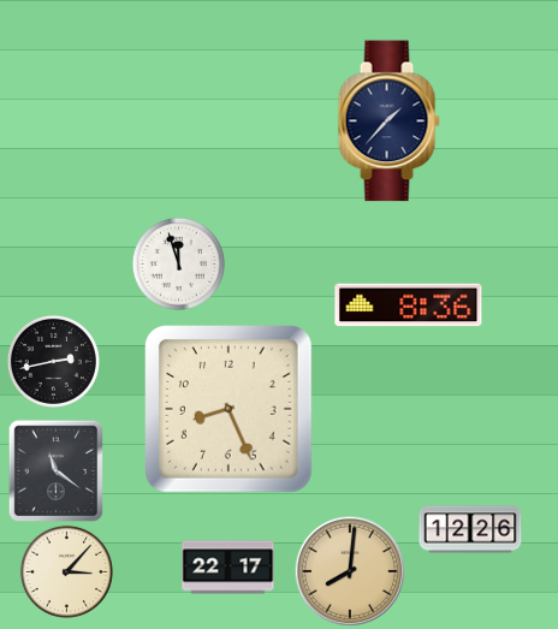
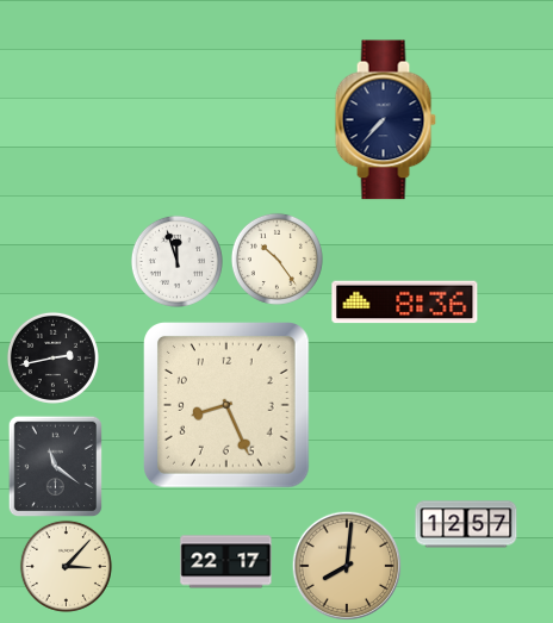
clock at (388, 121): 1:37 -> 7:37
clock at (276, 258): none -> 10:24
clock at (470, 529): 12:26 -> 12:57
